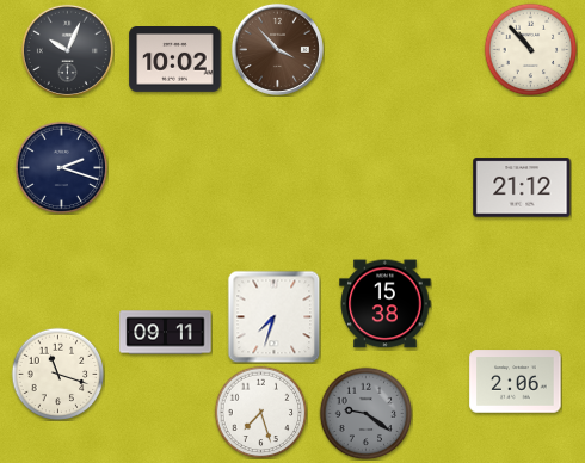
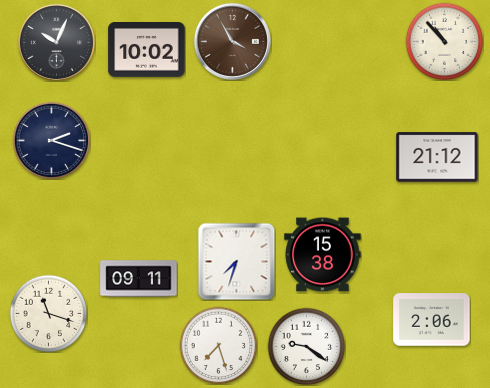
clock at (277, 49): 3:53 -> 3:55
clock at (273, 316) position: (273, 316) -> (236, 261)
clock at (365, 413) dial: grey -> white
